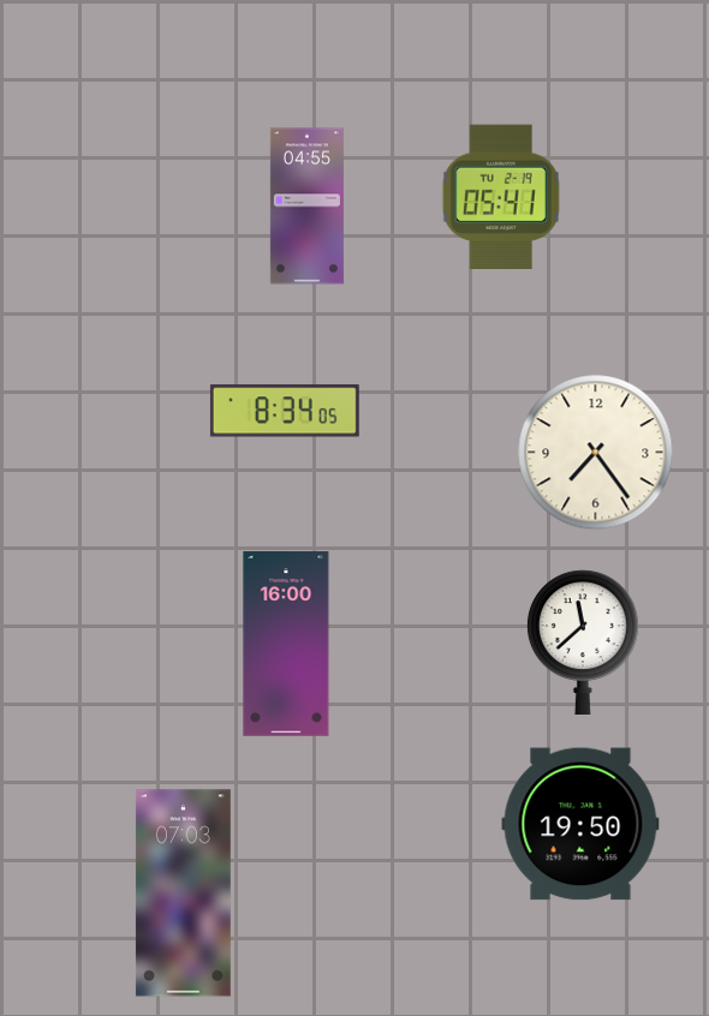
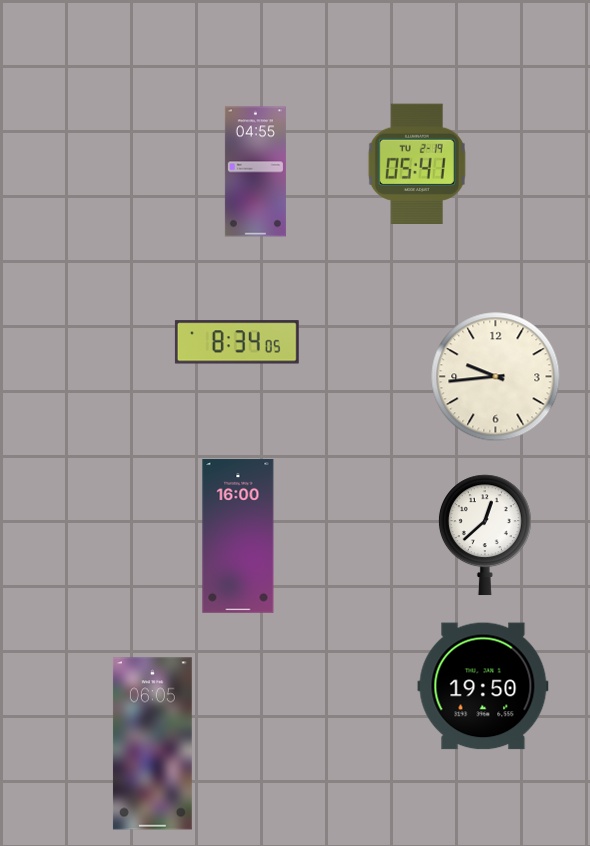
clock at (596, 453): 7:24 -> 9:44
clock at (583, 643): 11:38 -> 12:38
clock at (183, 894): 07:03 -> 06:05
